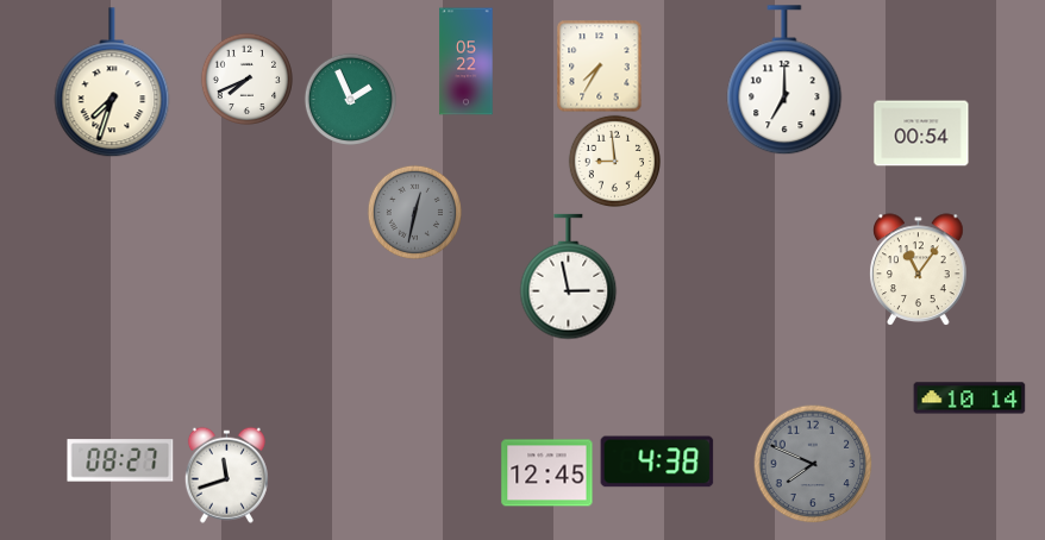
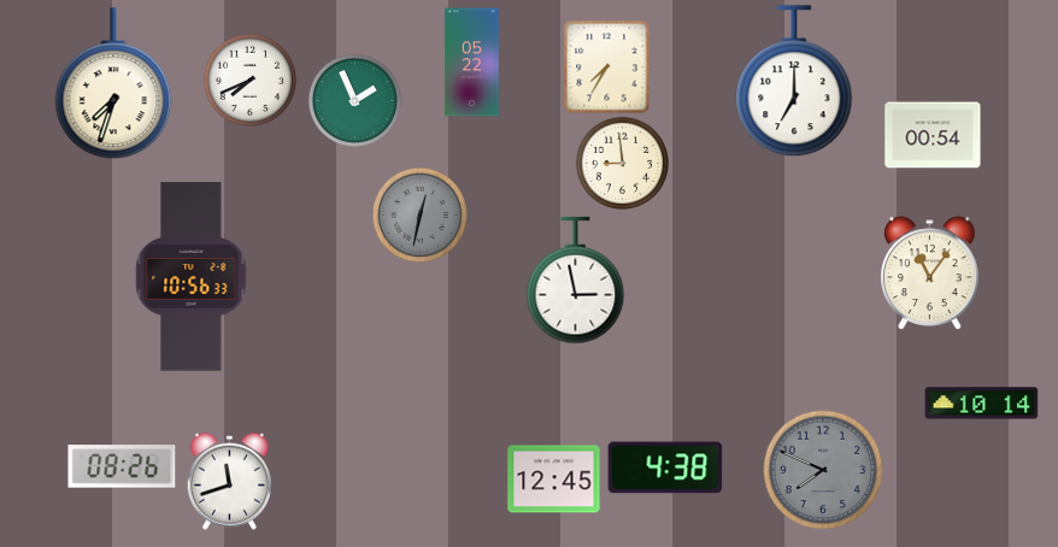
clock at (192, 277): none -> 10:56
clock at (120, 460): 08:27 -> 08:26
